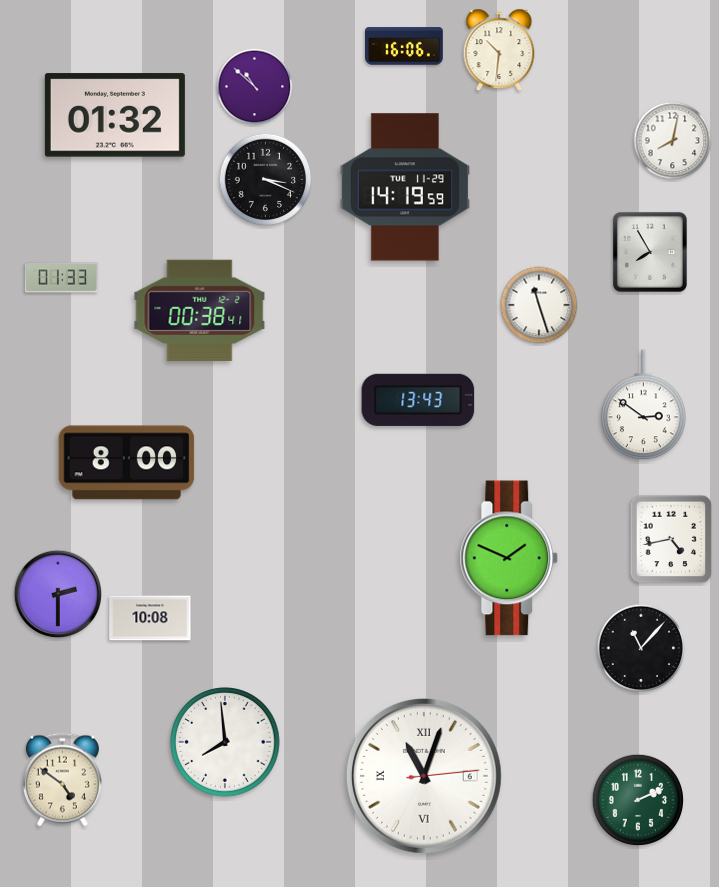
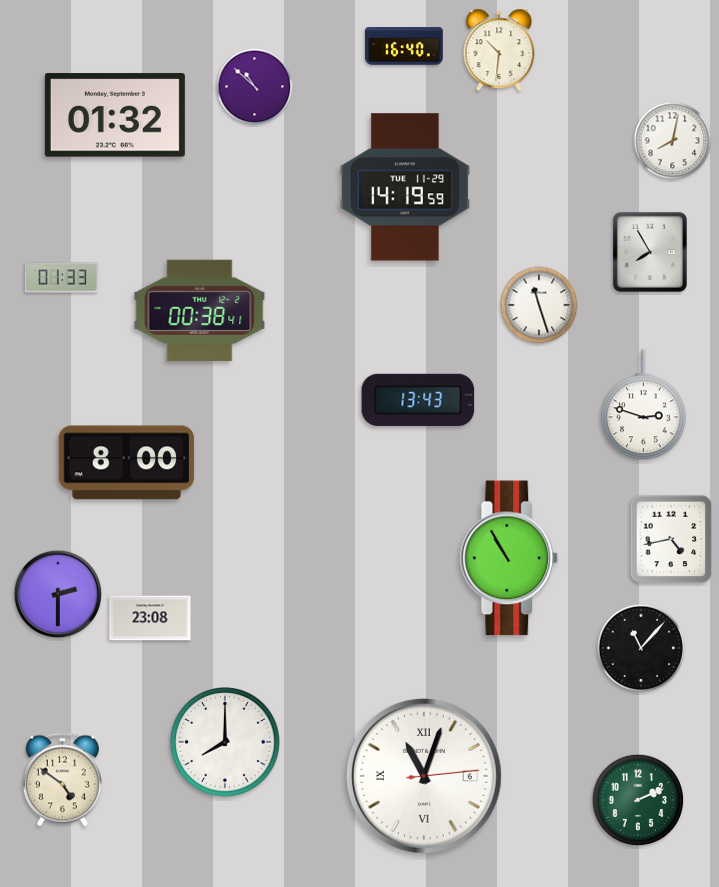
clock at (405, 46): 16:06 -> 16:40
clock at (265, 179): 3:19 -> none
clock at (644, 405): 2:51 -> 2:48
clock at (509, 558): 1:49 -> 10:55
clock at (150, 618): 10:08 -> 23:08
clock at (225, 742): 7:59 -> 8:00
